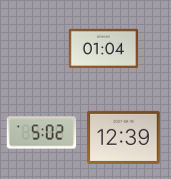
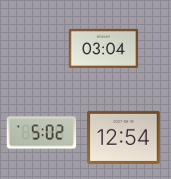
clock at (104, 48): 01:04 -> 03:04
clock at (124, 137): 12:39 -> 12:54
